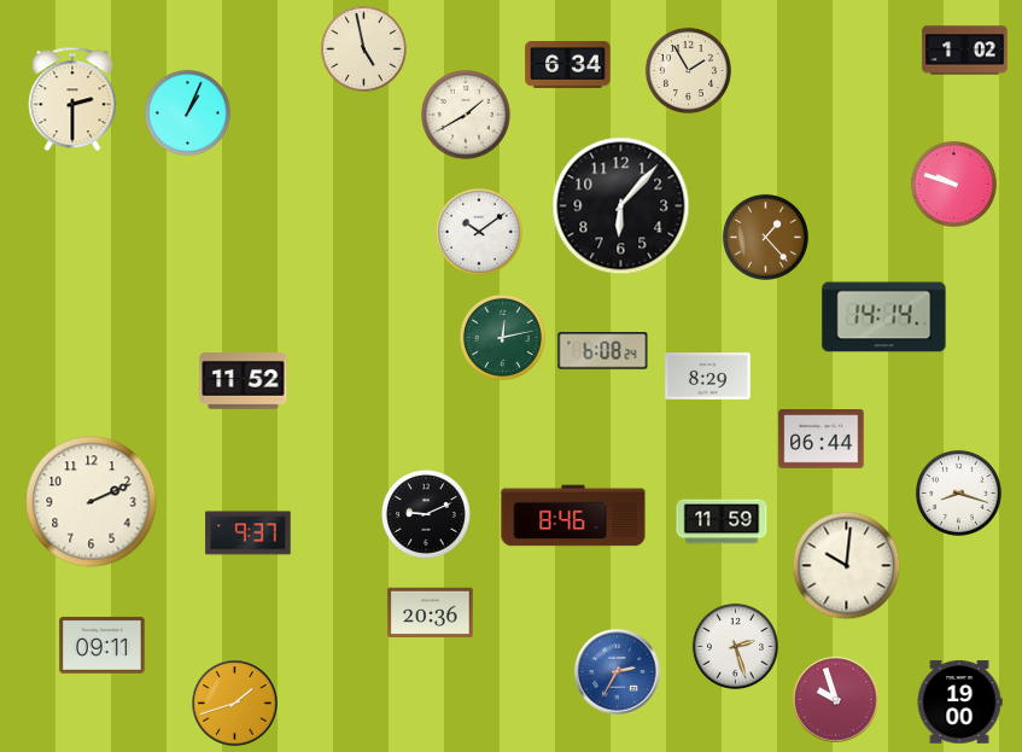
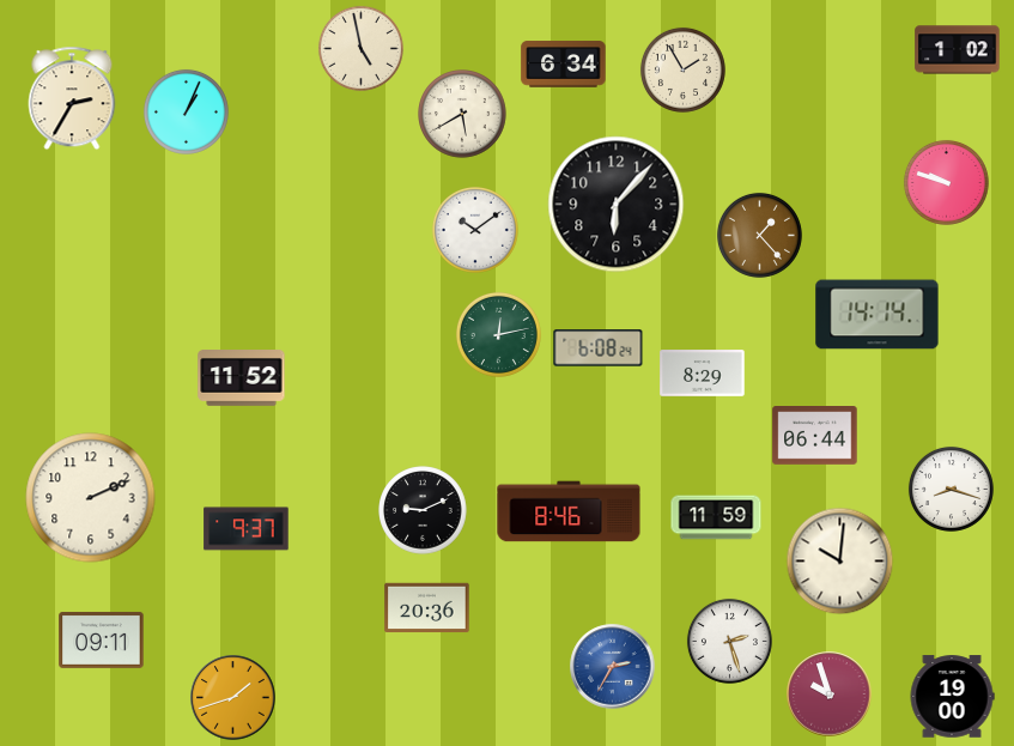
clock at (72, 99): 2:30 -> 2:35
clock at (466, 115): 1:40 -> 5:40
